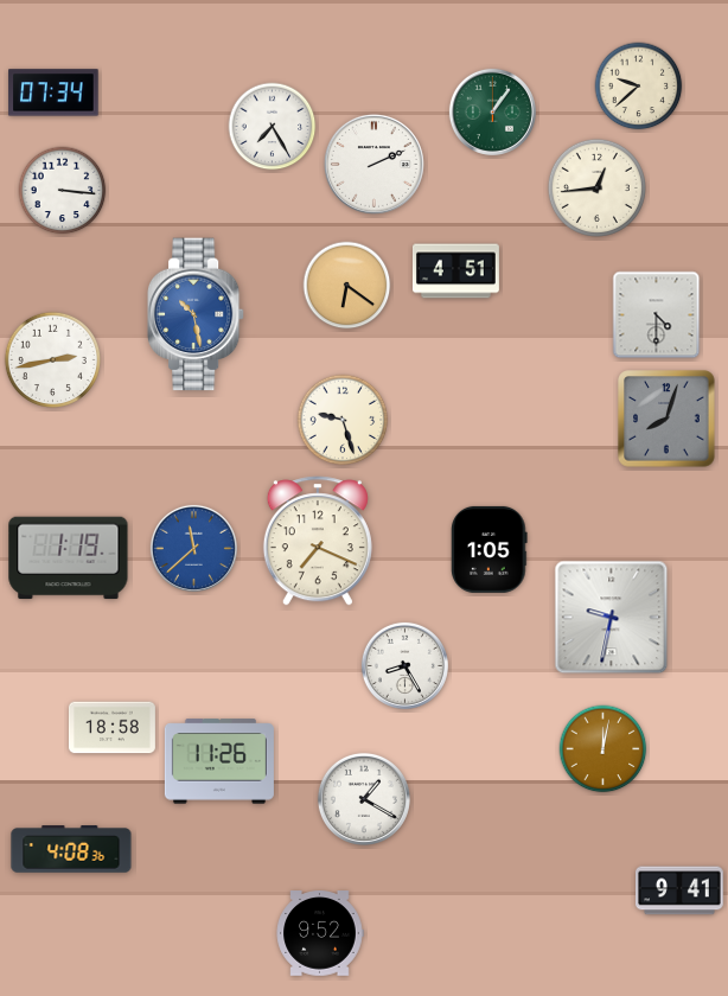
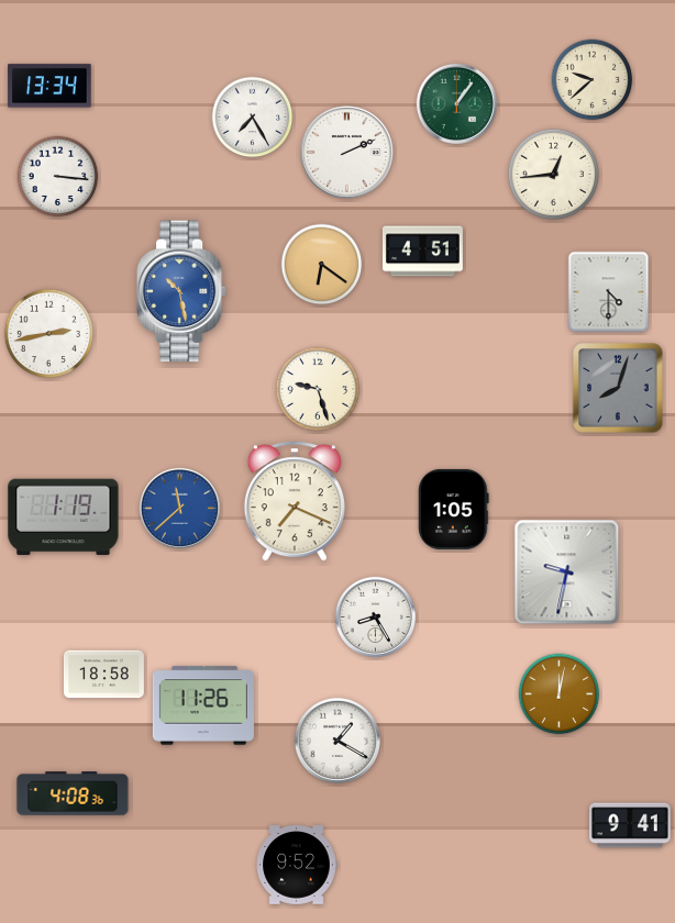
clock at (53, 92): 07:34 -> 13:34
clock at (71, 849) position: (71, 849) -> (73, 793)
